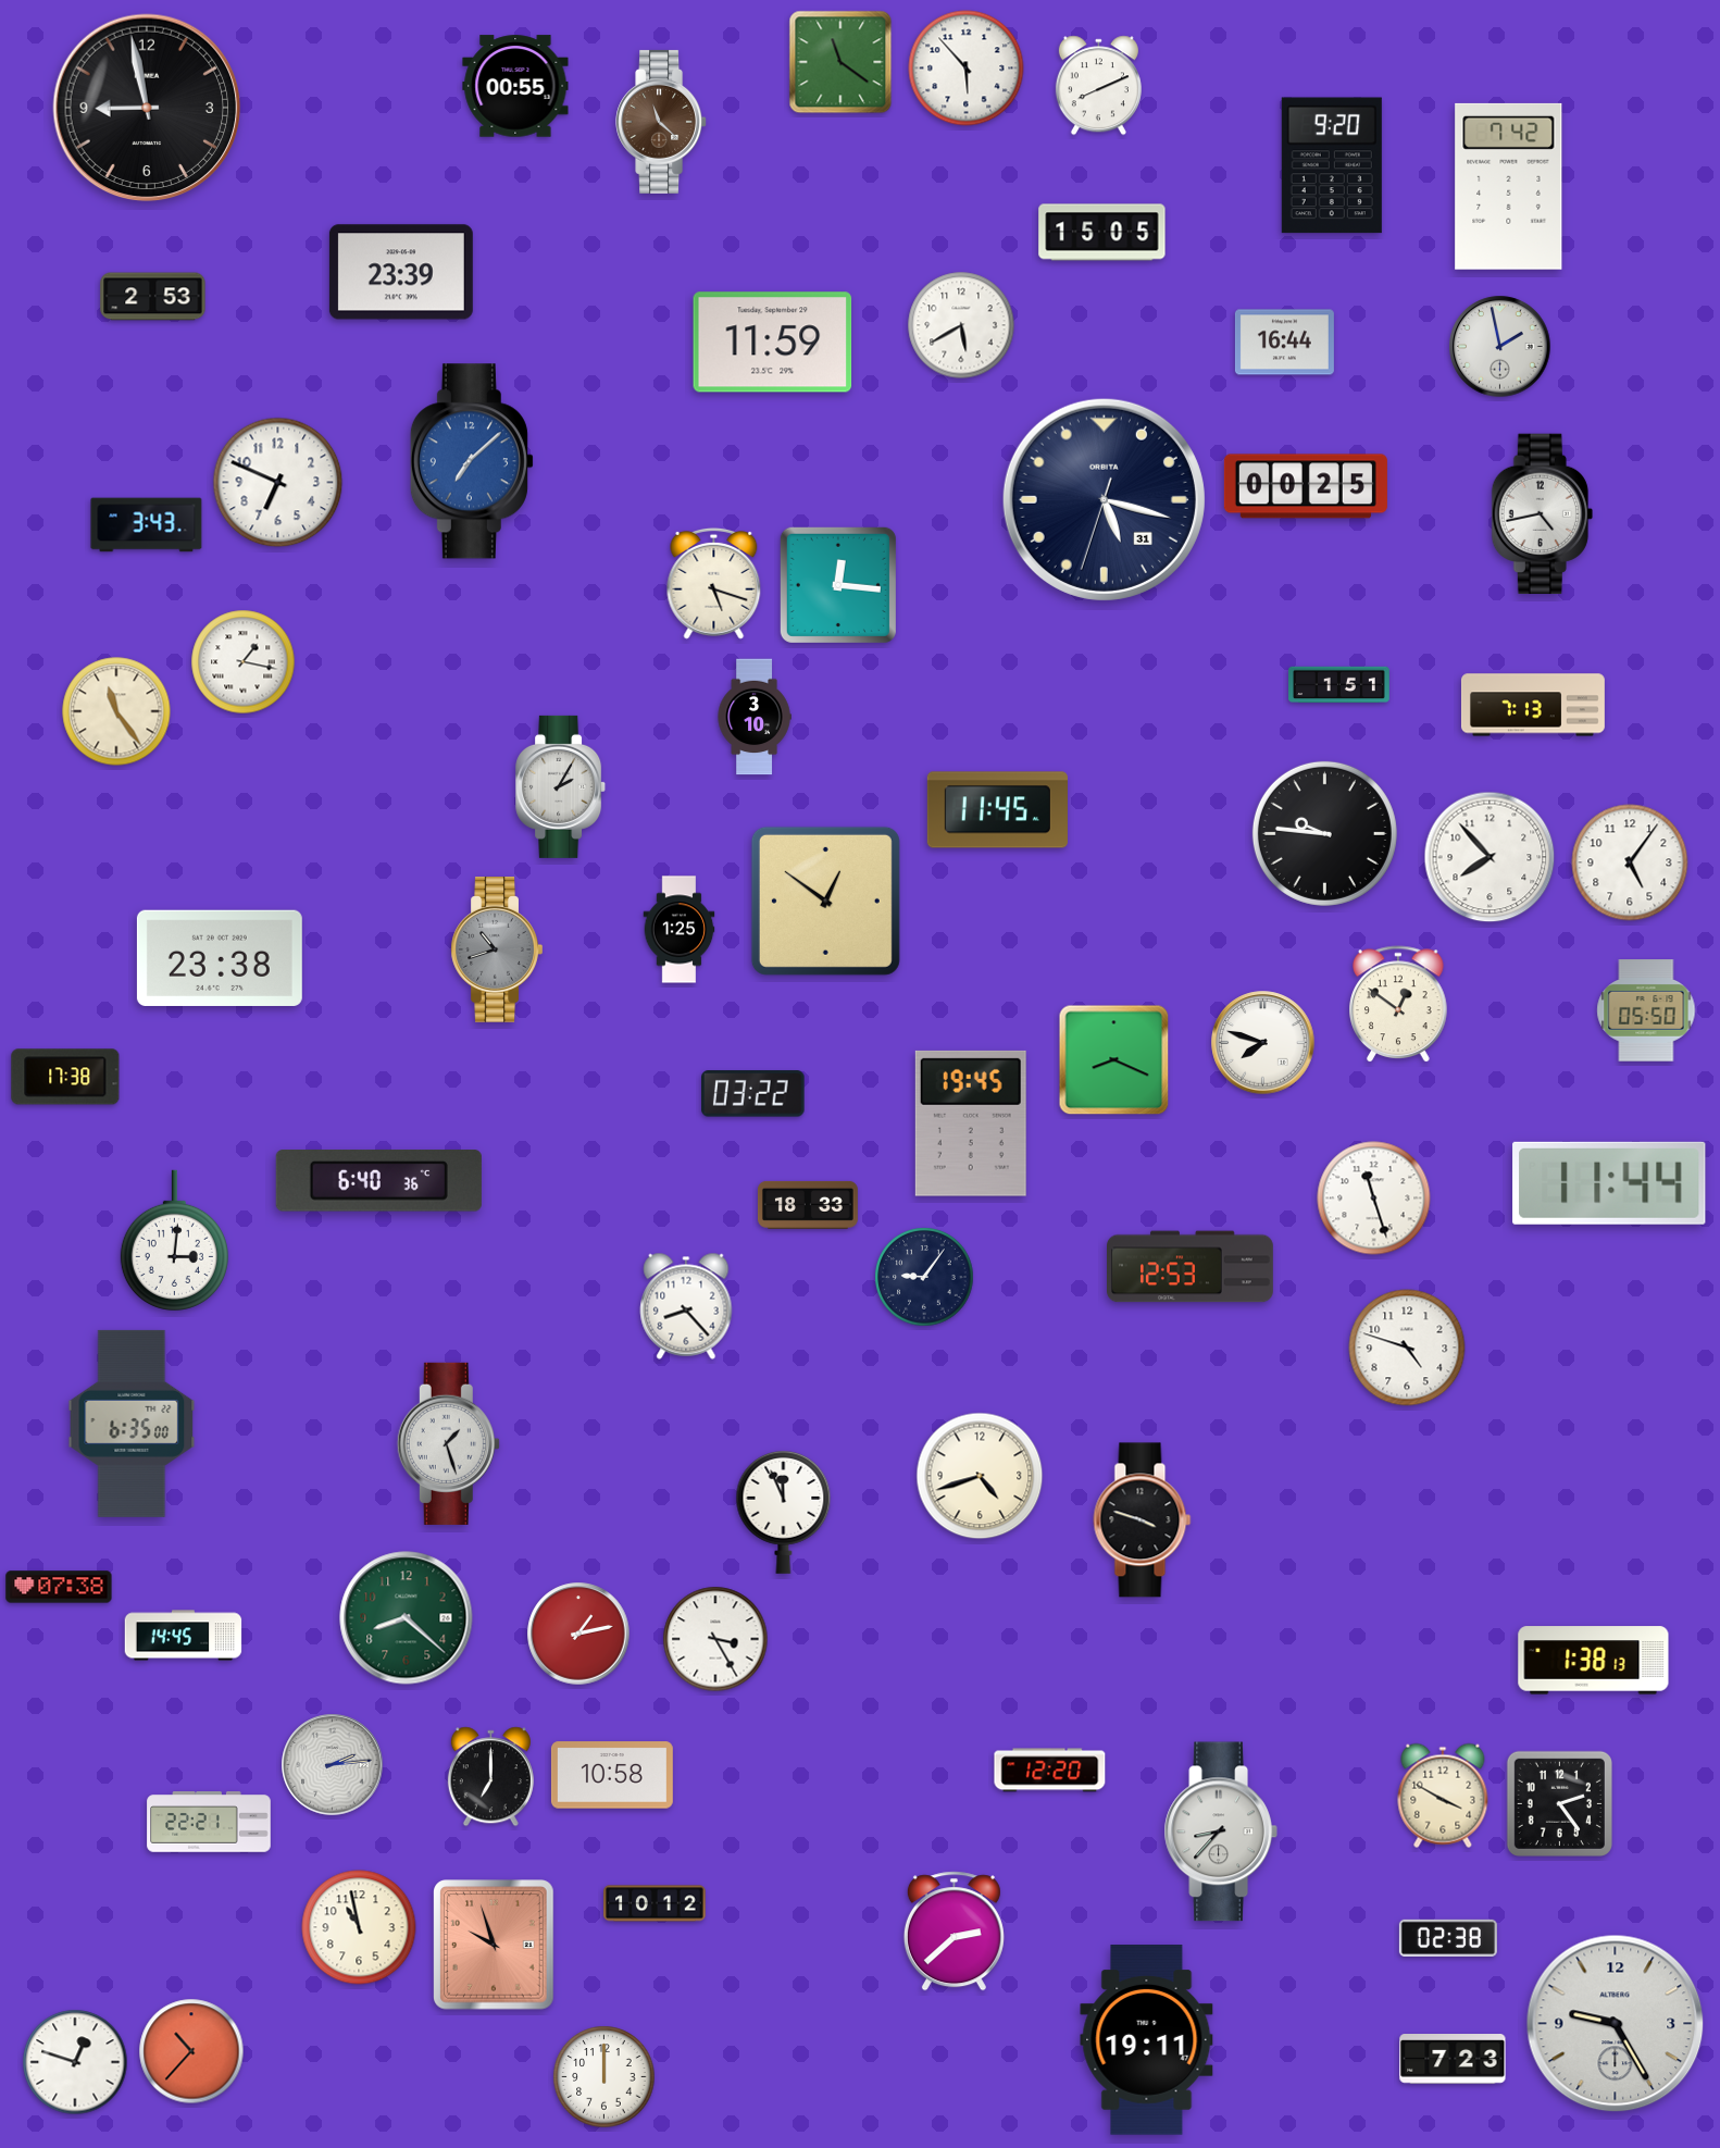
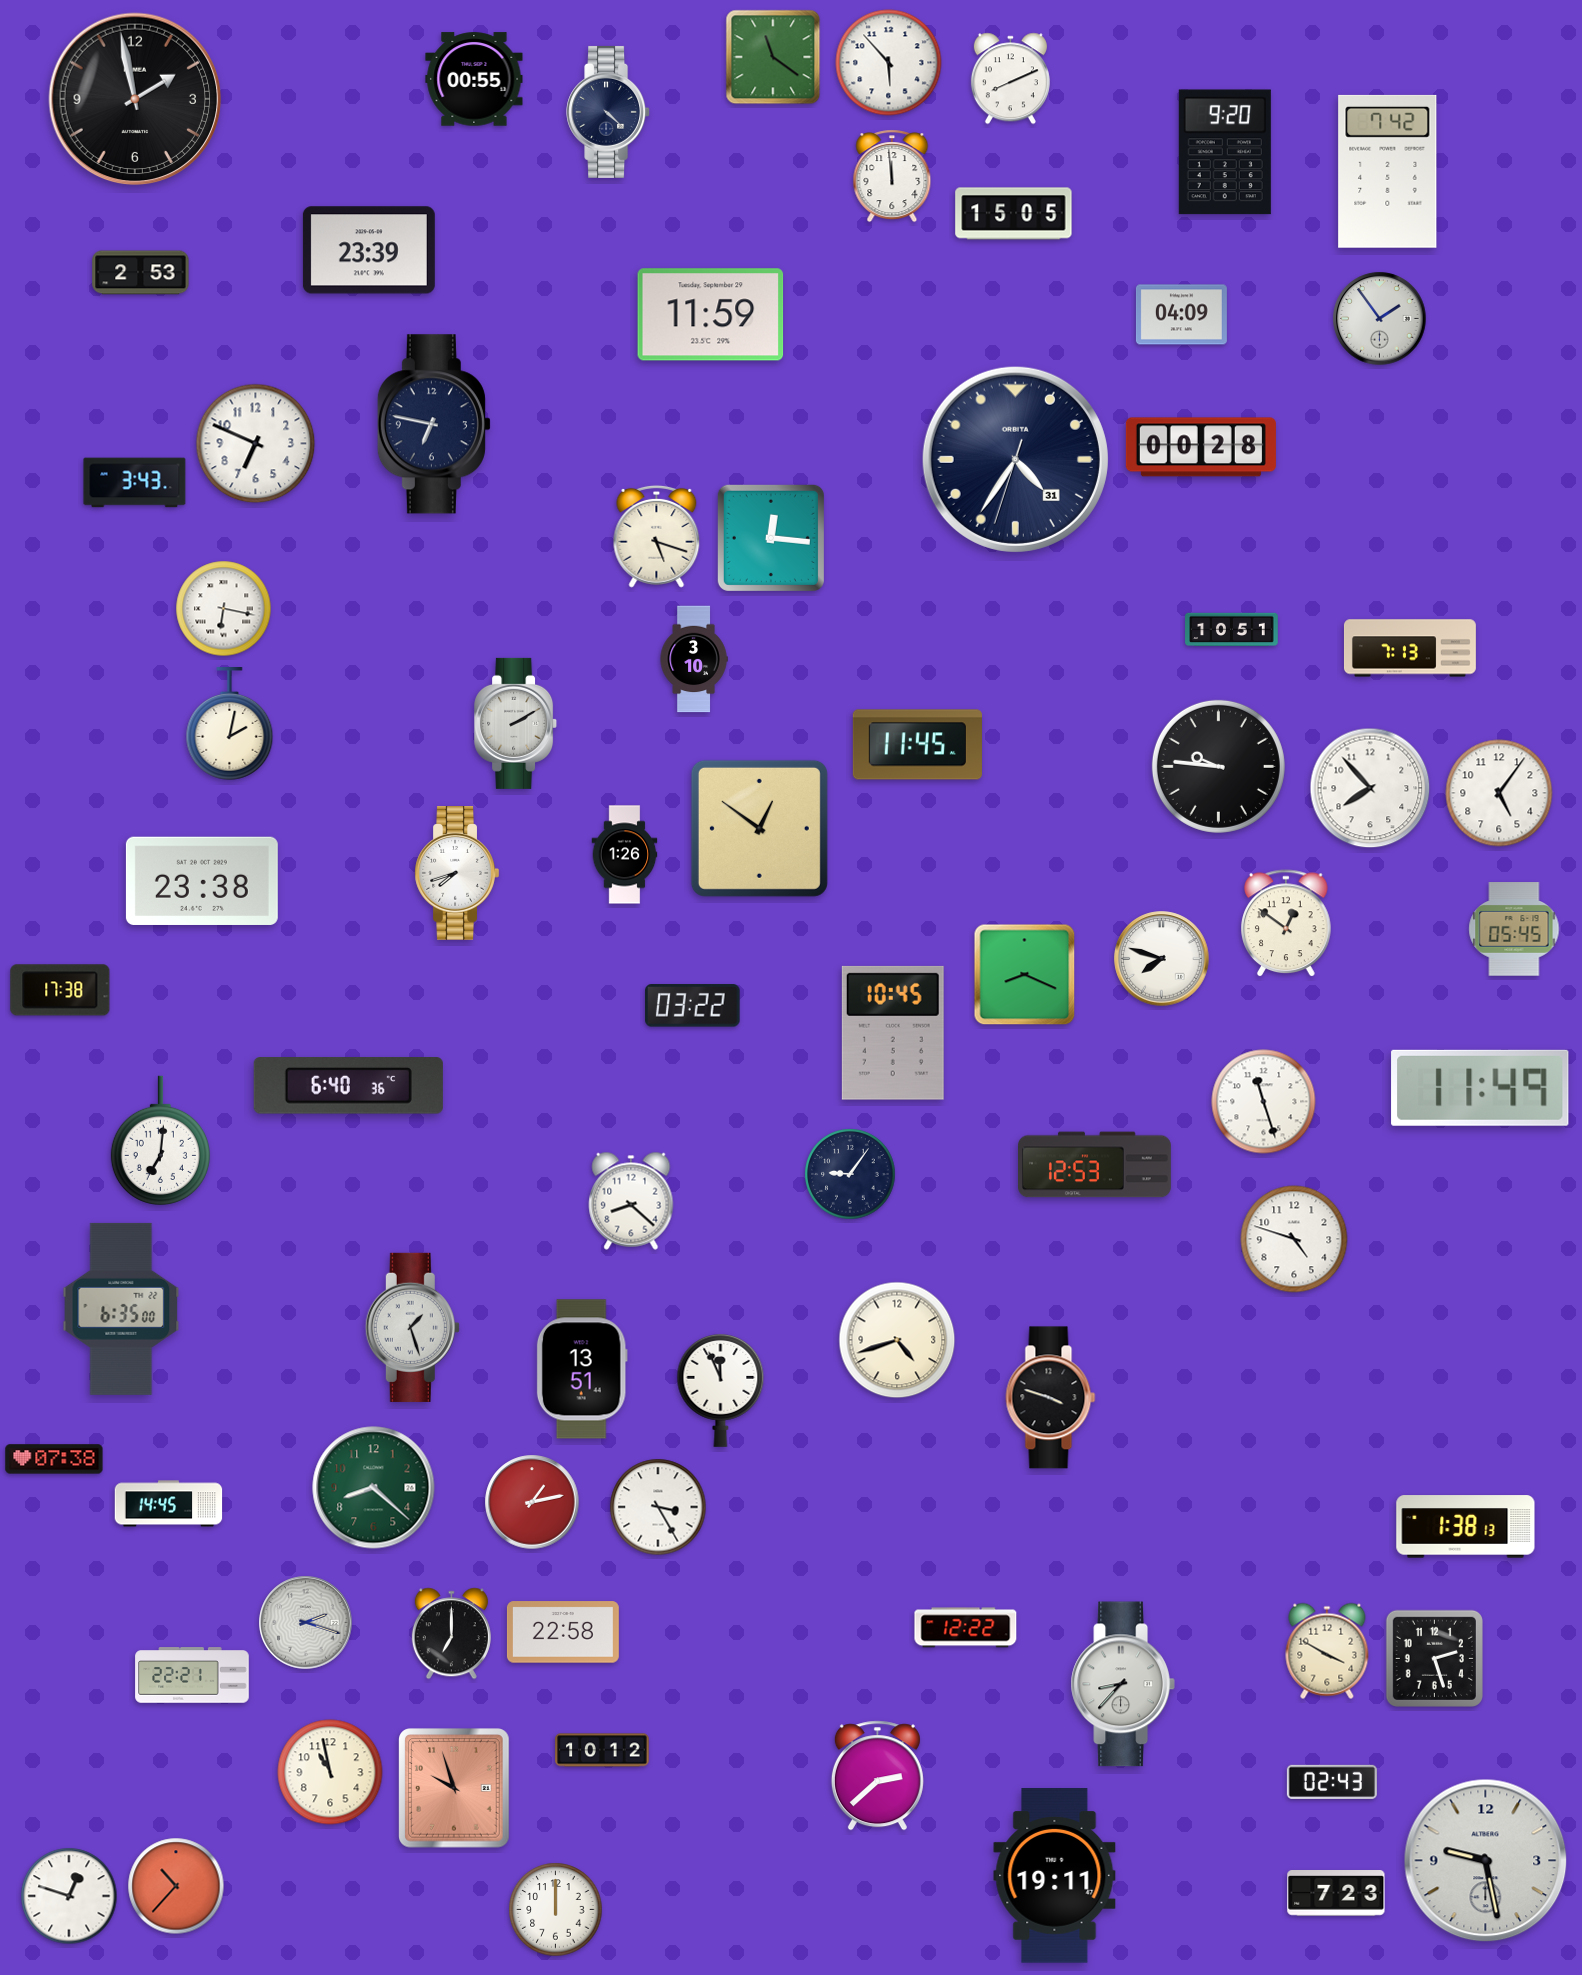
clock at (147, 108): 8:58 -> 1:58
clock at (662, 122): 11:22 -> 4:22
clock at (662, 122) dial: brown -> navy
clock at (892, 176): none -> 11:59
clock at (961, 325): 5:40 -> none
clock at (1284, 343): 16:44 -> 04:09
clock at (1500, 347): 1:58 -> 1:54
clock at (472, 461): 7:08 -> 6:47
clock at (472, 461) dial: blue -> navy
clock at (1306, 486): 00:25 -> 00:28
clock at (1104, 499): 5:17 -> 4:35
clock at (1542, 514): 4:43 -> none
clock at (244, 662): 1:17 -> 6:17
clock at (1339, 685): 1:51 -> 10:51
clock at (116, 711): 11:24 -> none
clock at (561, 786): 2:05 -> 2:10
clock at (230, 724): none -> 2:02
clock at (680, 930): 1:25 -> 1:26
clock at (497, 949): 10:42 -> 7:42
clock at (497, 949) dial: grey -> white
clock at (1646, 1010): 05:50 -> 05:45
clock at (971, 1123): 19:45 -> 10:45
clock at (1609, 1183): 11:44 -> 11:49
clock at (808, 1205): 18:33 -> none
clock at (174, 1240): 3:01 -> 7:01
clock at (686, 1306): 8:23 -> 8:22
clock at (980, 1476) position: (980, 1476) -> (897, 1340)
clock at (582, 1369): none -> 13:51
clock at (333, 1765): 2:14 -> 2:18
clock at (1050, 1771): 12:20 -> 12:22
clock at (612, 1775): 10:58 -> 22:58
clock at (1559, 1803): 2:24 -> 2:27
clock at (1448, 1938): 02:38 -> 02:43
clock at (1616, 2024): 9:25 -> 9:28
